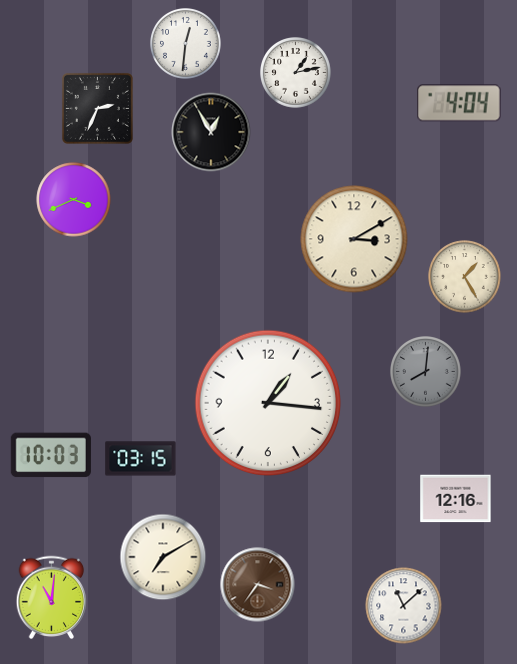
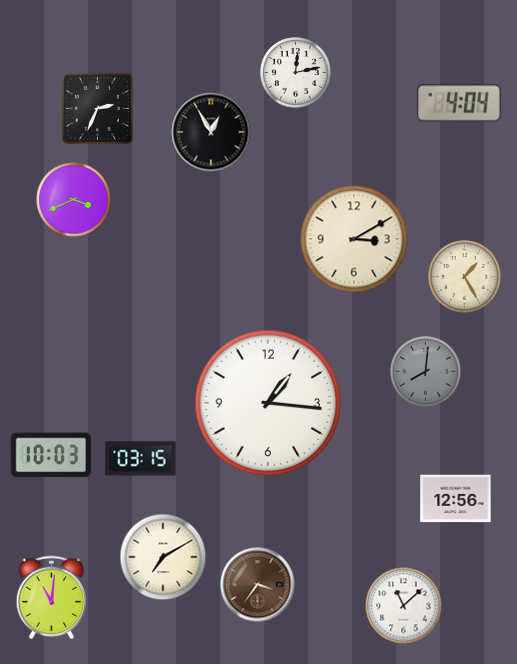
clock at (186, 44): 12:31 -> none
clock at (296, 73): 1:13 -> 12:13
clock at (456, 499): 12:16 -> 12:56
